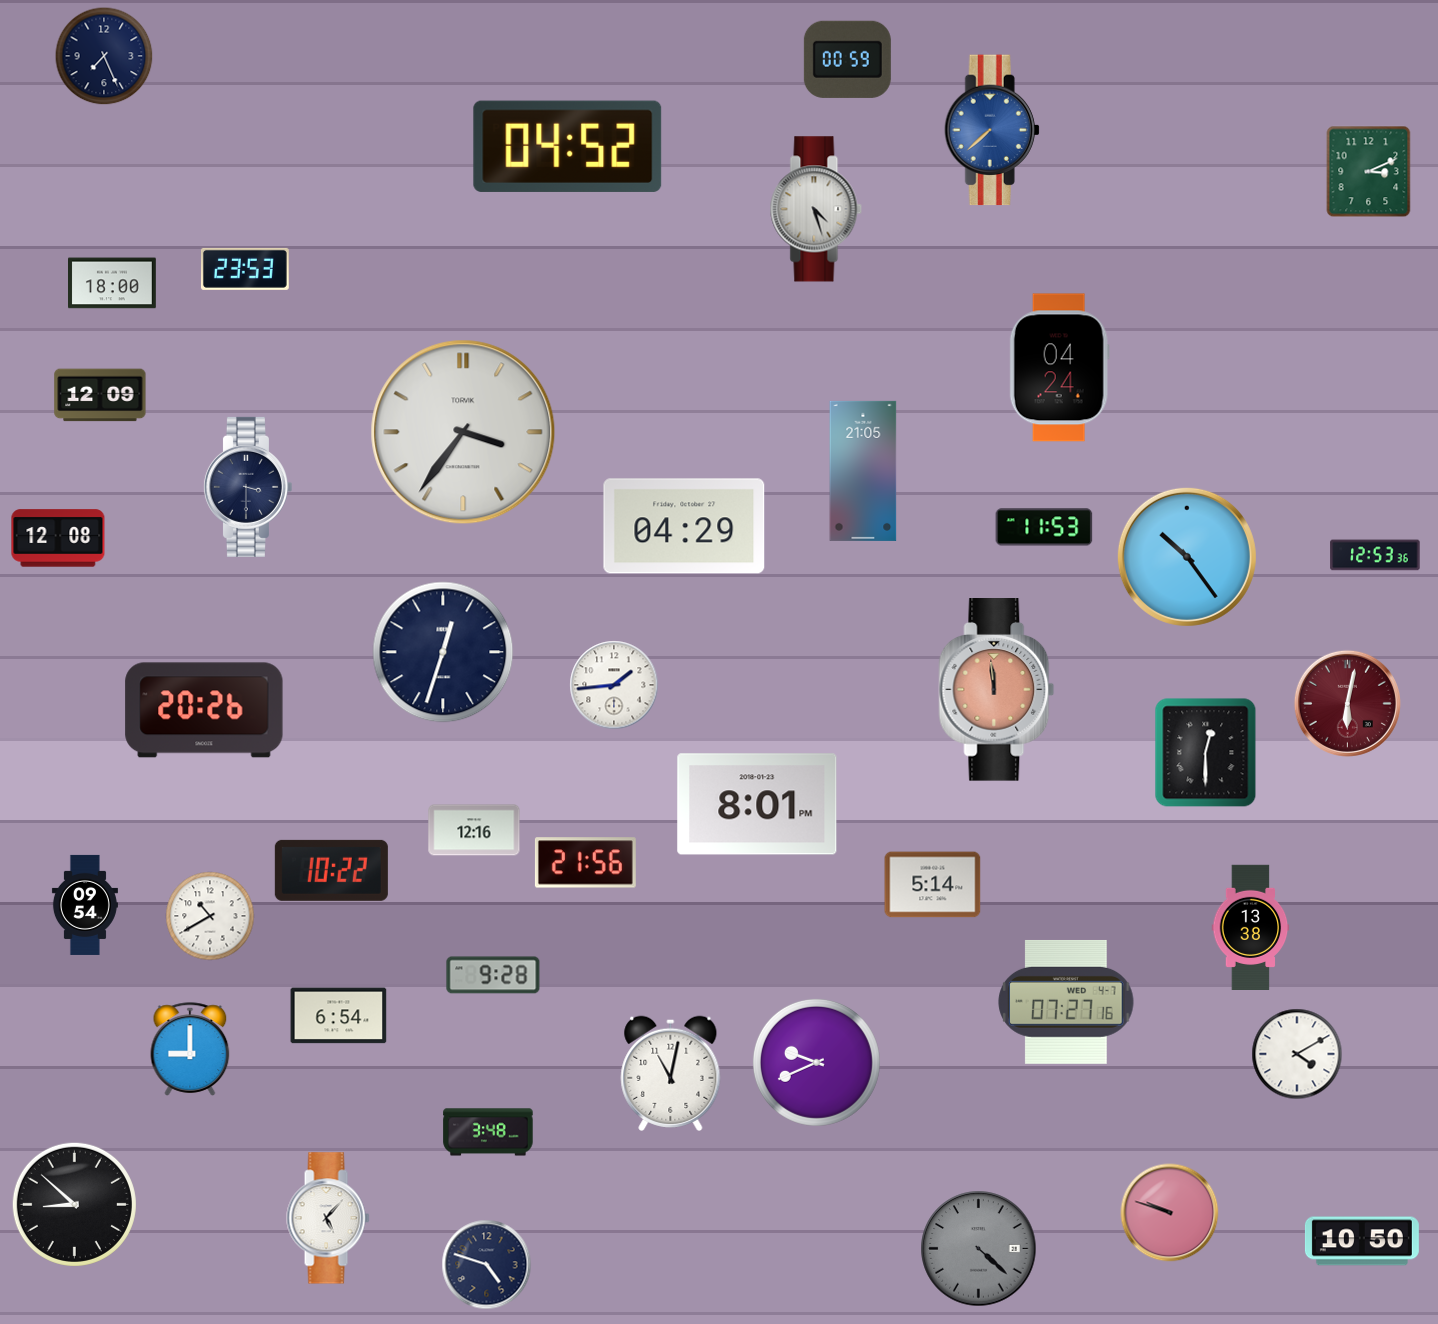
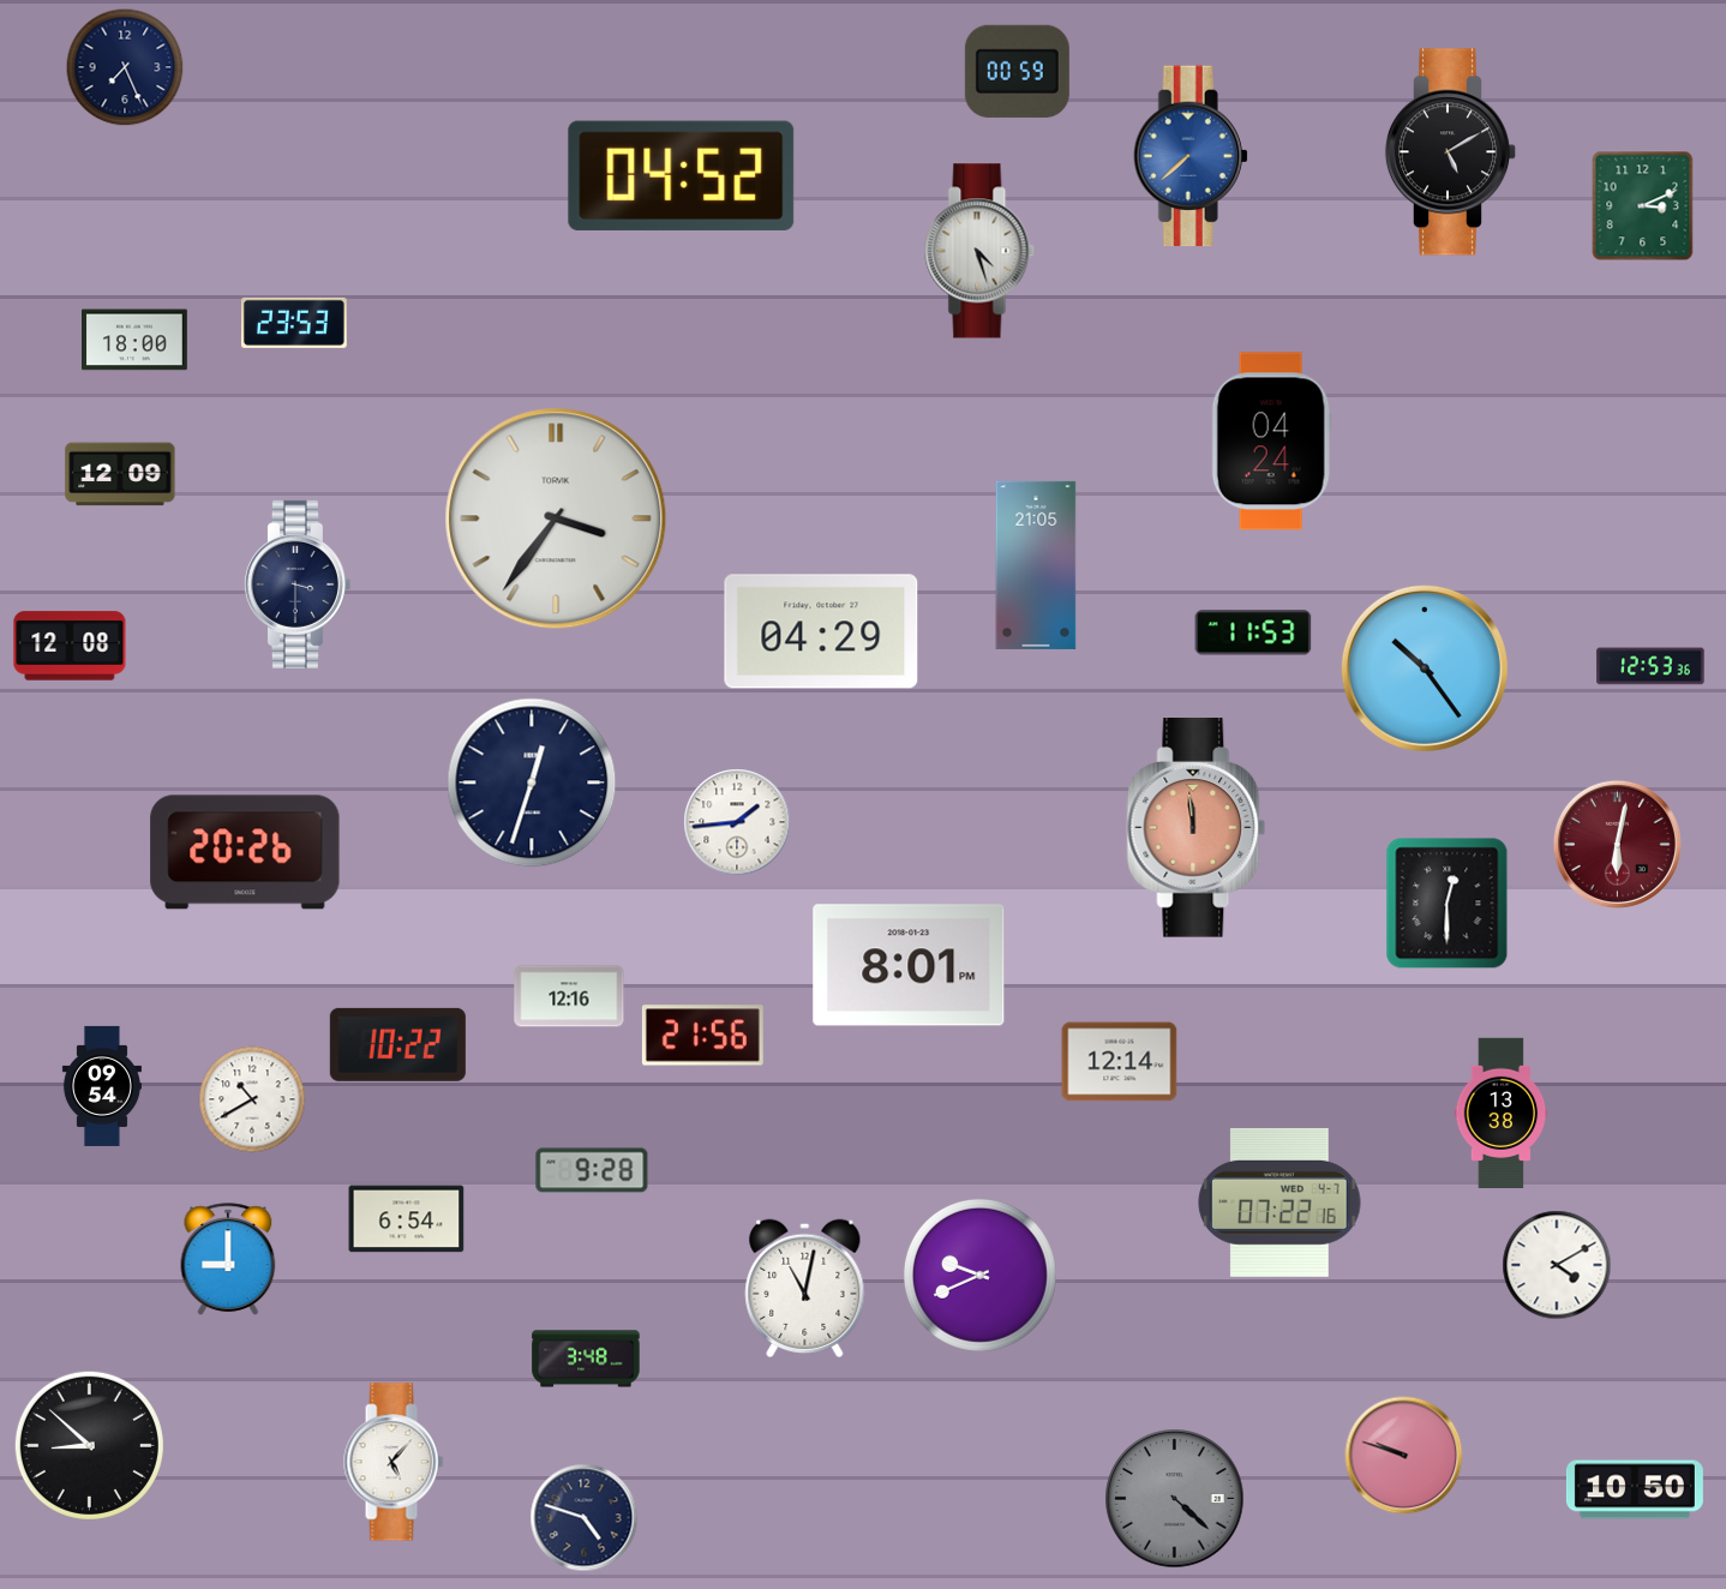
clock at (1451, 152): none -> 5:10
clock at (933, 885): 5:14 -> 12:14
clock at (1066, 1002): 07:27 -> 07:22
